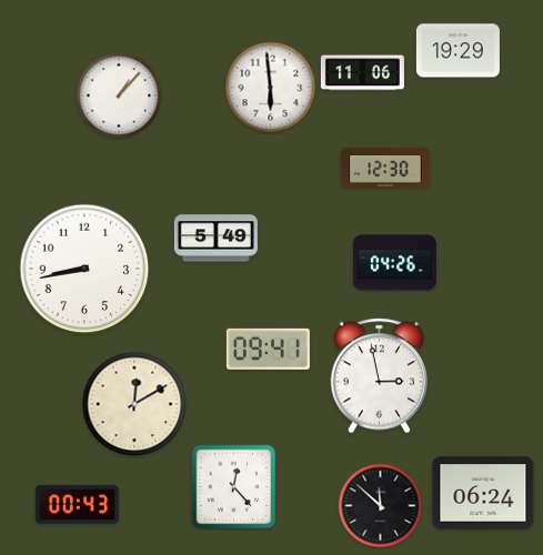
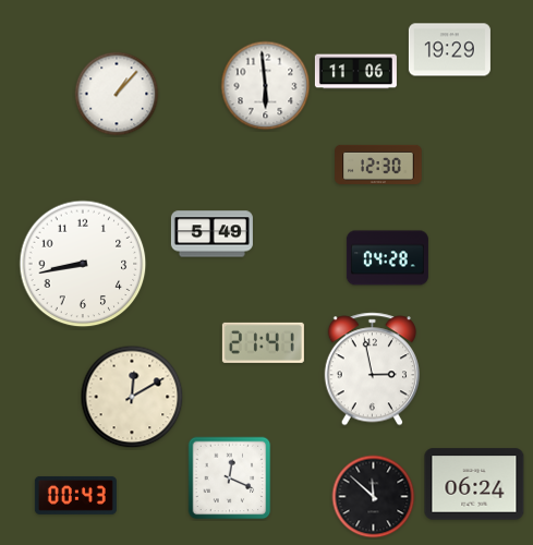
clock at (394, 263): 04:26 -> 04:28
clock at (268, 349): 09:41 -> 21:41
clock at (234, 487): 12:23 -> 12:19
